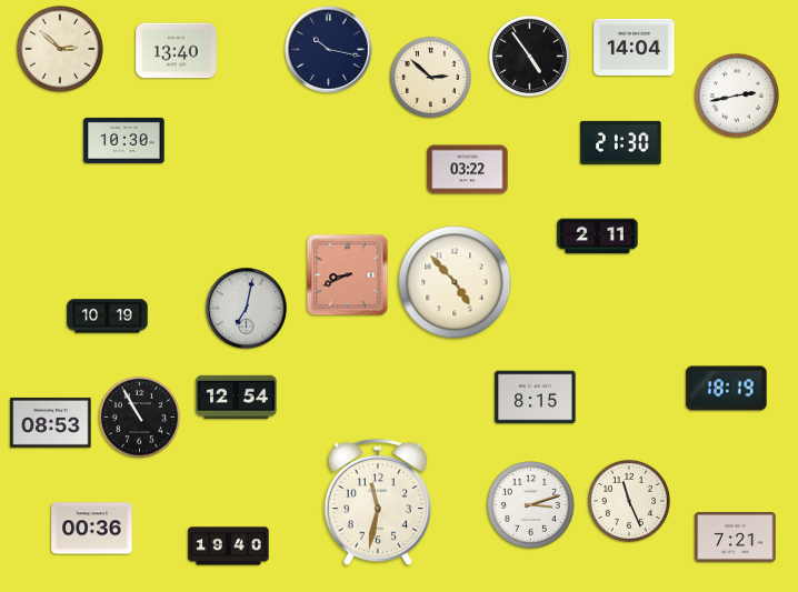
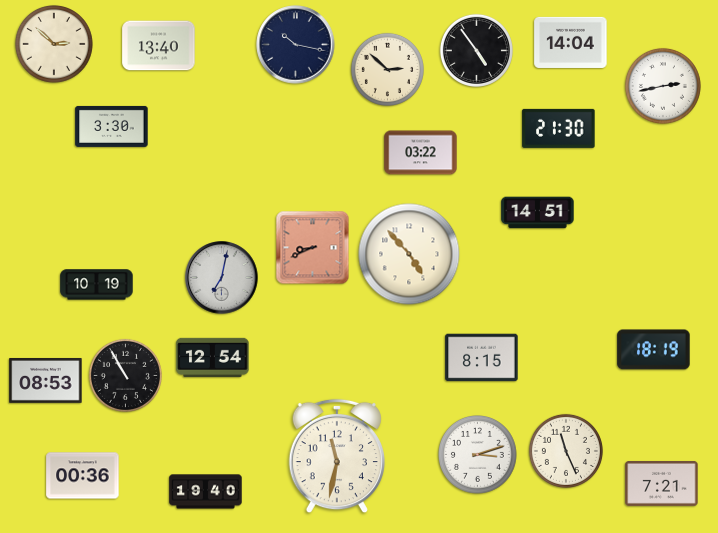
clock at (124, 140): 10:30 -> 3:30
clock at (598, 237): 2:11 -> 14:51
clock at (377, 502) position: (377, 502) -> (336, 456)
